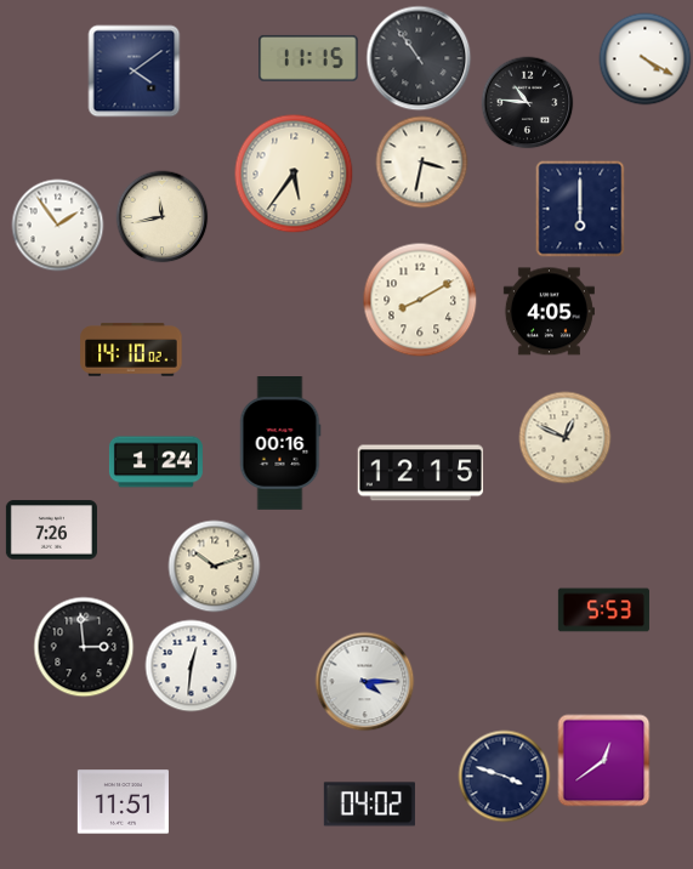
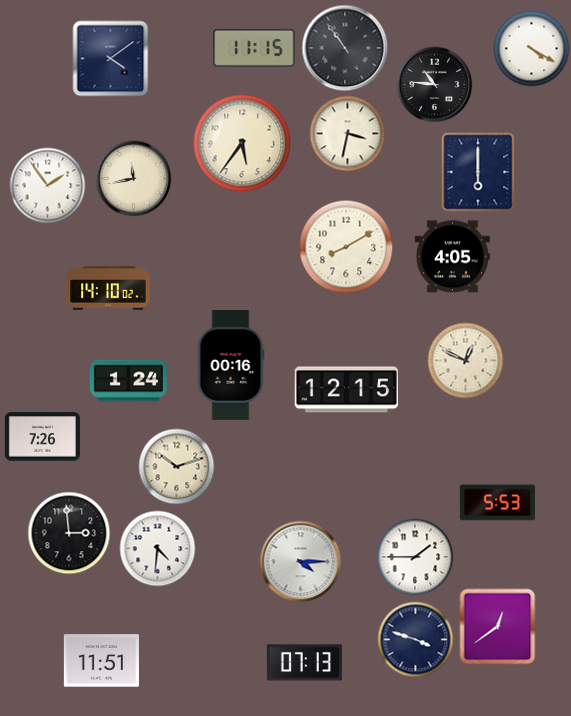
clock at (192, 666): 12:31 -> 4:31
clock at (415, 557): none -> 1:45
clock at (369, 805): 04:02 -> 07:13
